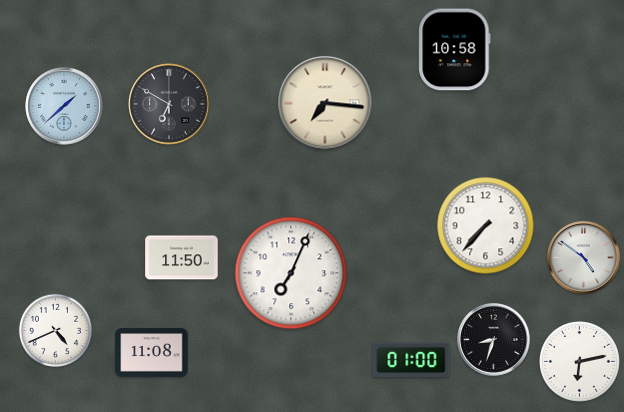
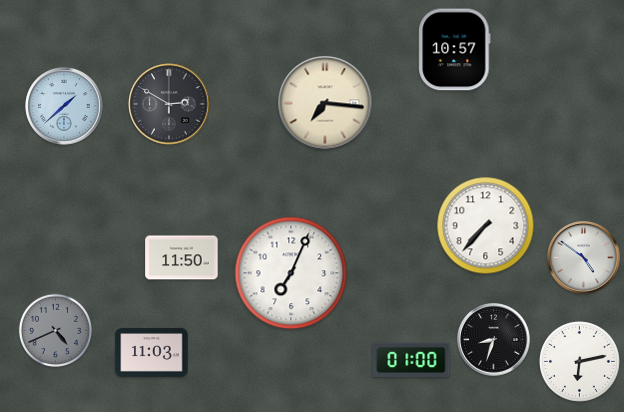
clock at (455, 50): 10:58 -> 10:57
clock at (169, 104): 6:50 -> 2:50
clock at (55, 330) dial: white -> grey
clock at (152, 353): 11:08 -> 11:03
